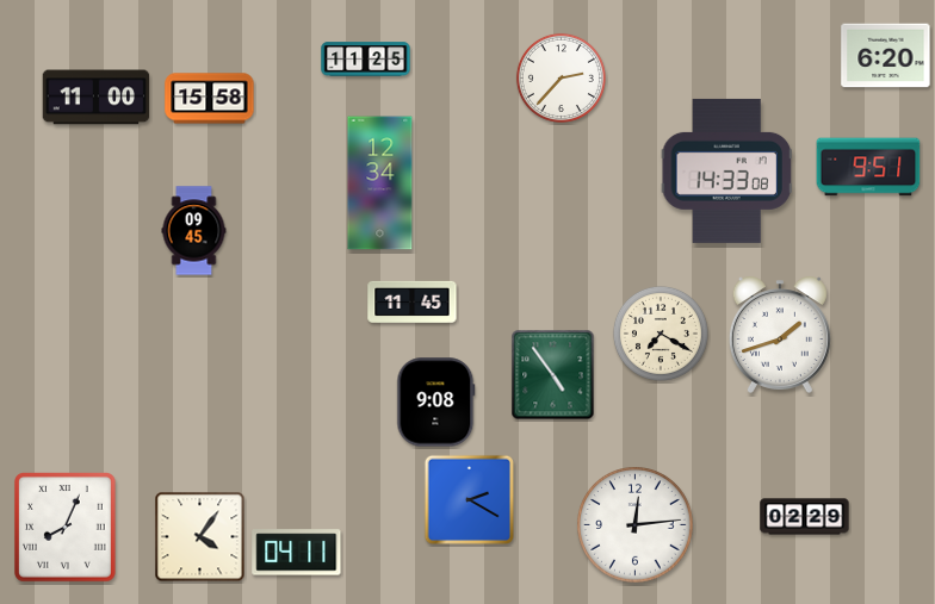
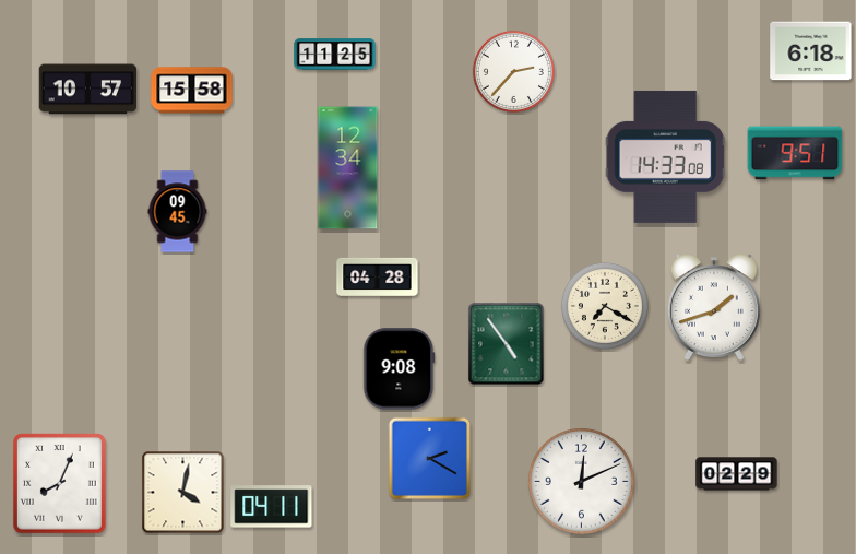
clock at (886, 56): 6:20 -> 6:18
clock at (97, 98): 11:00 -> 10:57
clock at (413, 301): 11:45 -> 04:28
clock at (636, 525): 12:14 -> 12:11
clock at (200, 537): 4:06 -> 4:02
